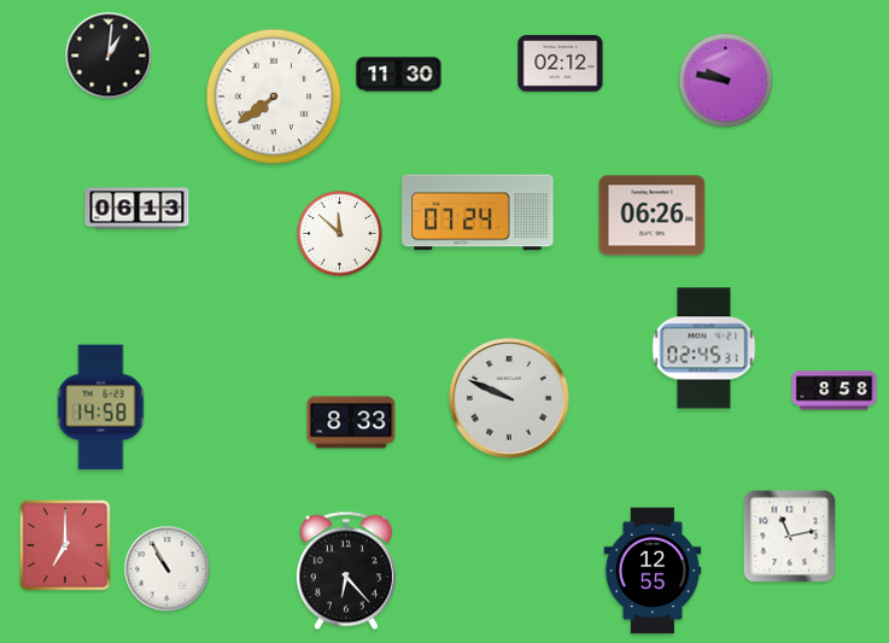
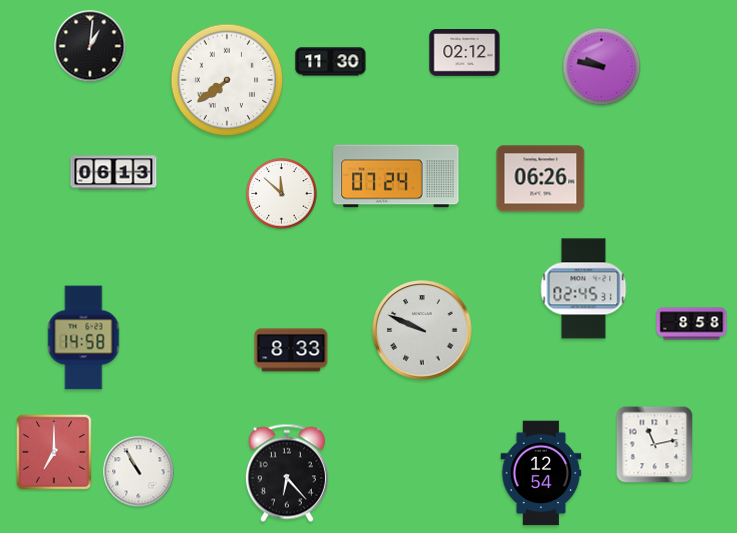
clock at (653, 571): 12:55 -> 12:54
